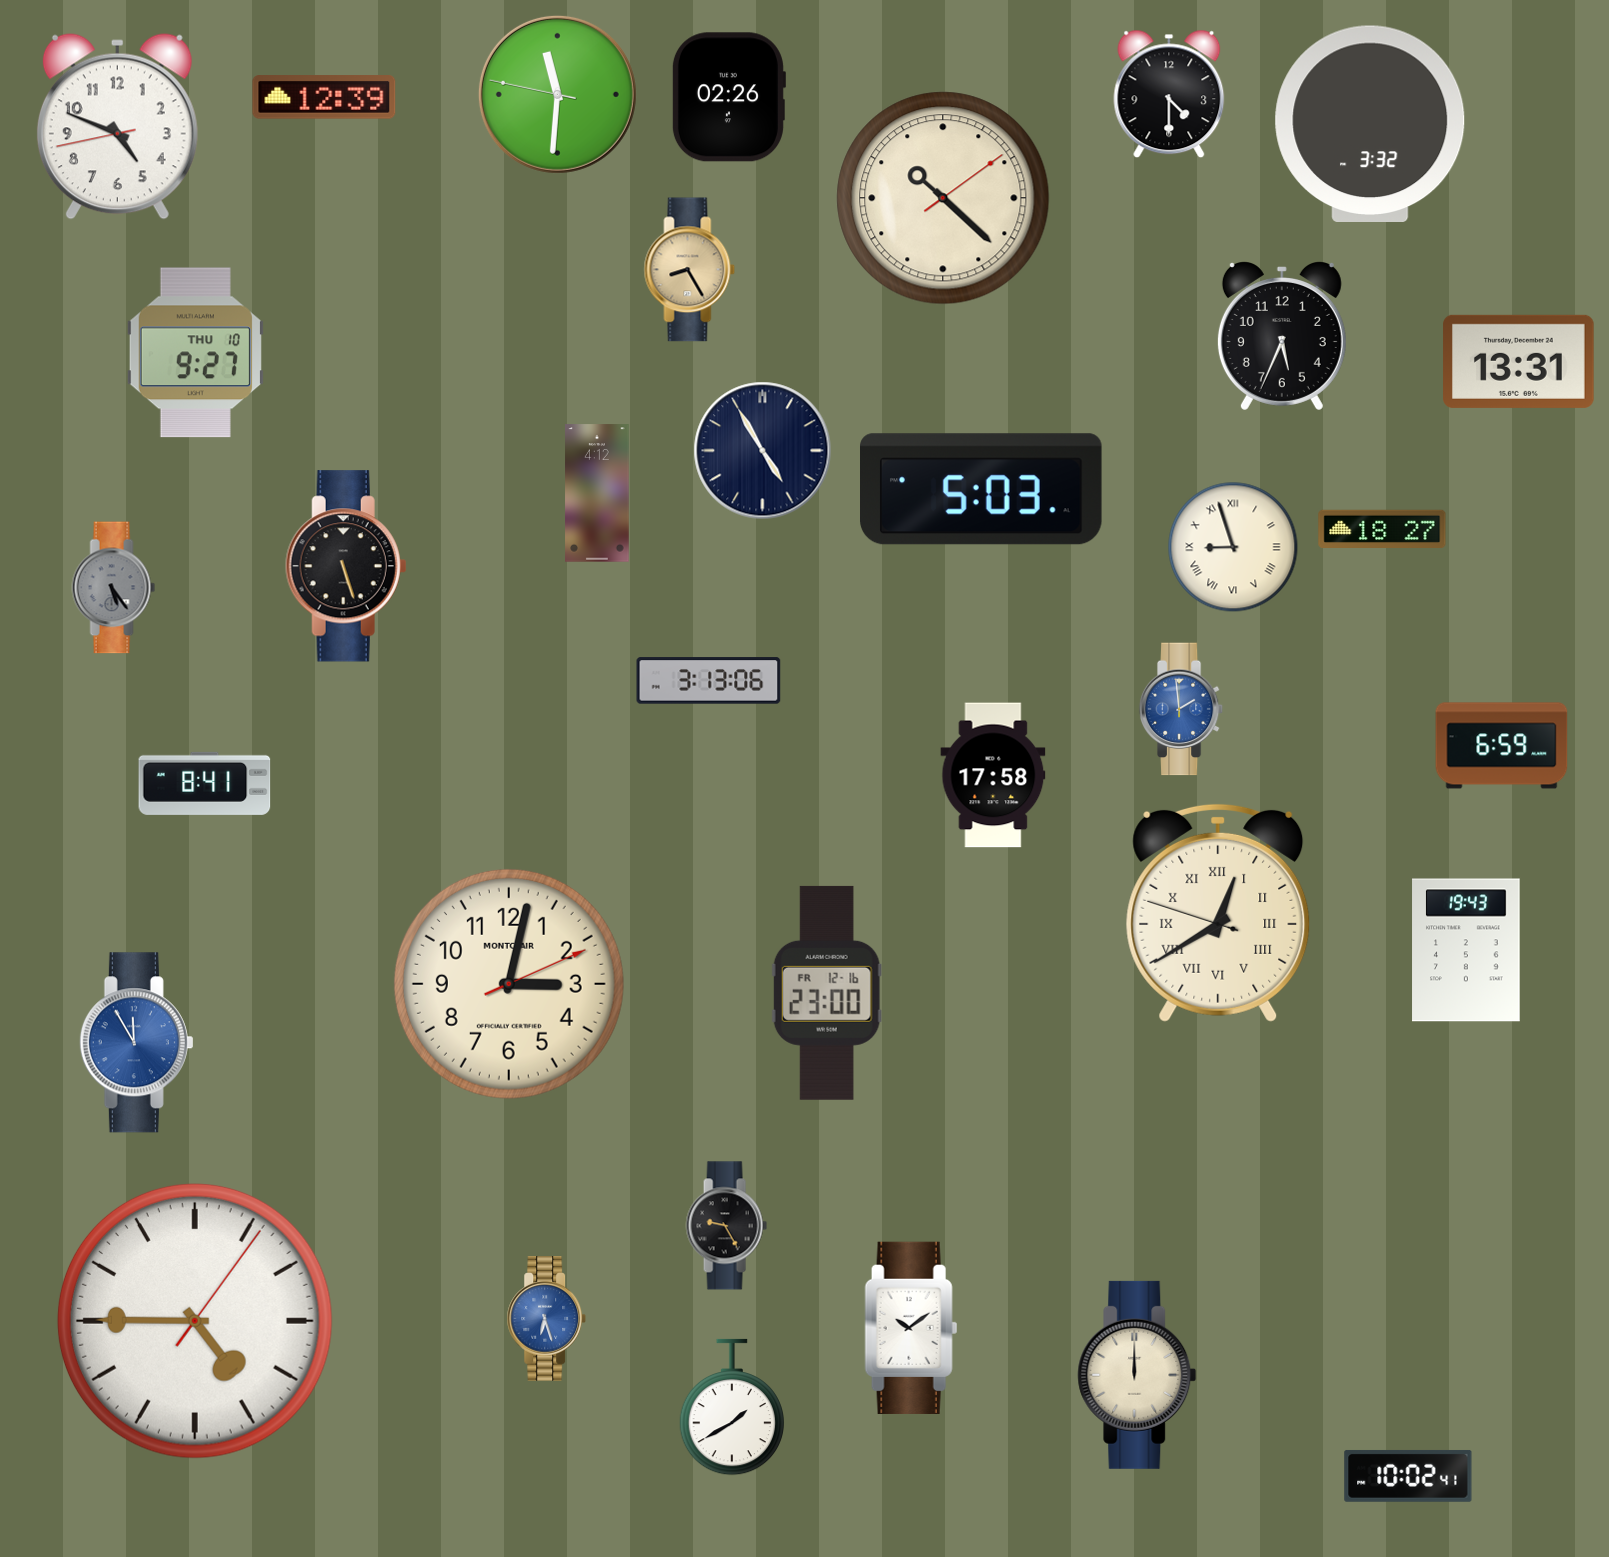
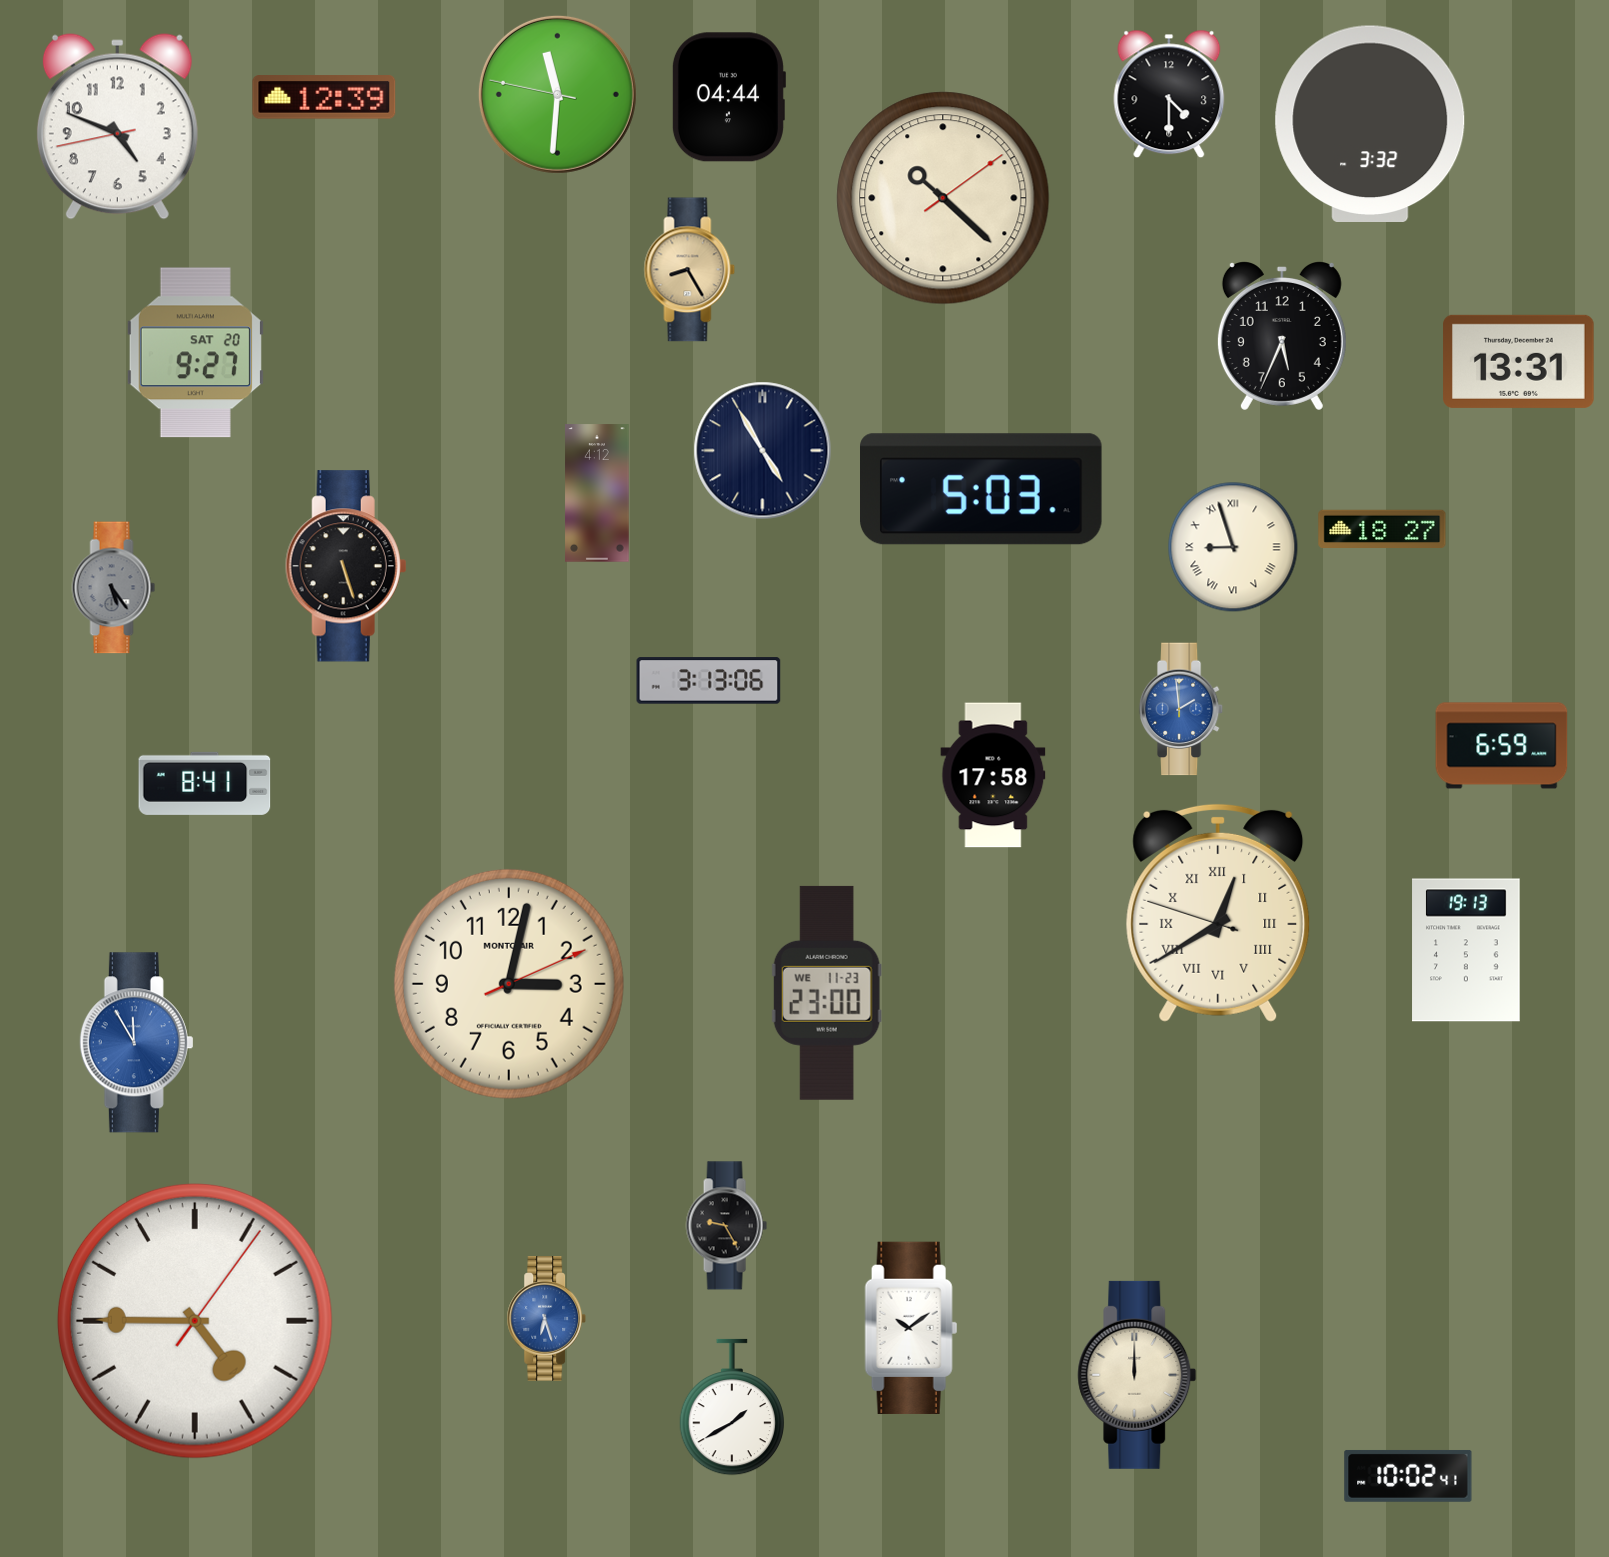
clock at (728, 97): 02:26 -> 04:44
clock at (195, 353) date: THU 10 -> SAT 20
clock at (1466, 950): 19:43 -> 19:13
clock at (827, 993) date: FR 12-16 -> WE 11-23
